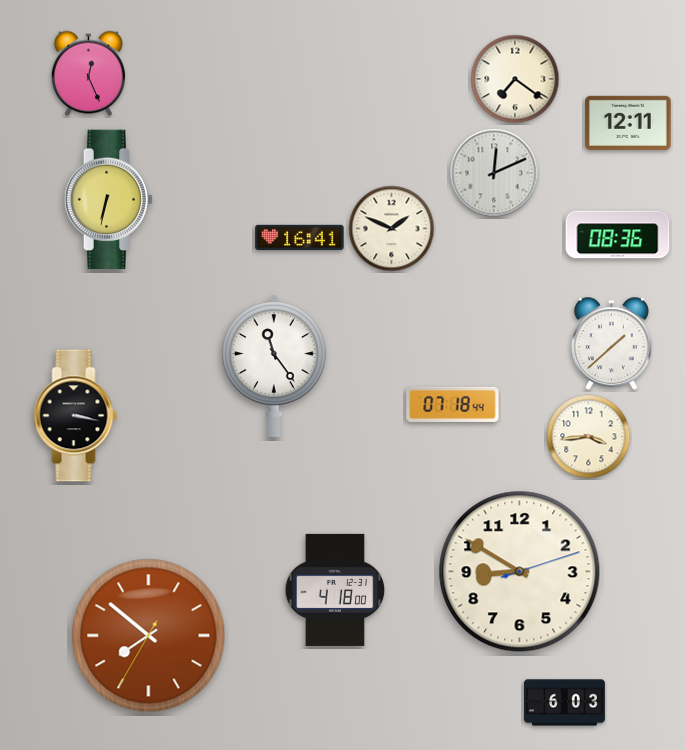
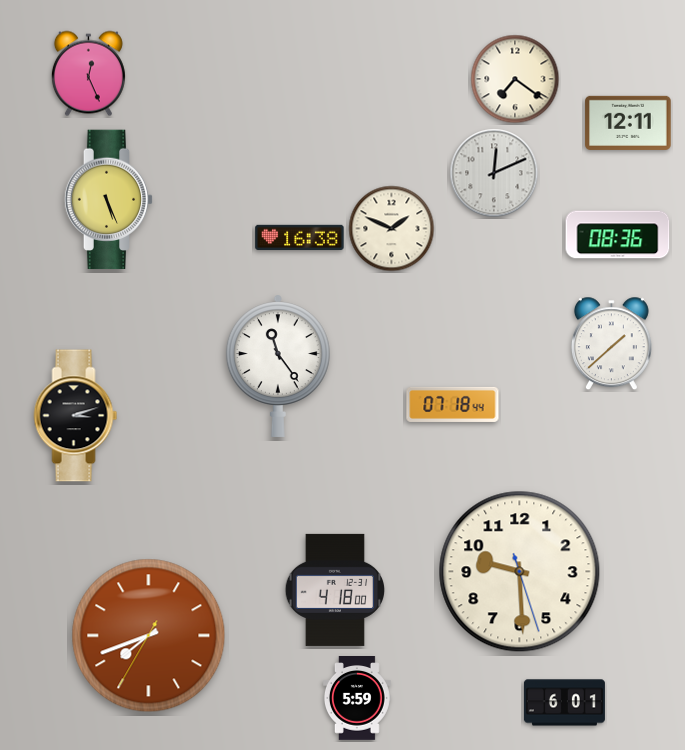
clock at (109, 200): 6:32 -> 5:26
clock at (300, 238): 16:41 -> 16:38
clock at (274, 366) position: (274, 366) -> (278, 366)
clock at (76, 416): 3:17 -> 3:12
clock at (589, 437): 3:44 -> none
clock at (520, 572): 8:50 -> 9:29
clock at (149, 636): 7:51 -> 7:41
clock at (357, 699): none -> 5:59
clock at (564, 703): 6:03 -> 6:01
